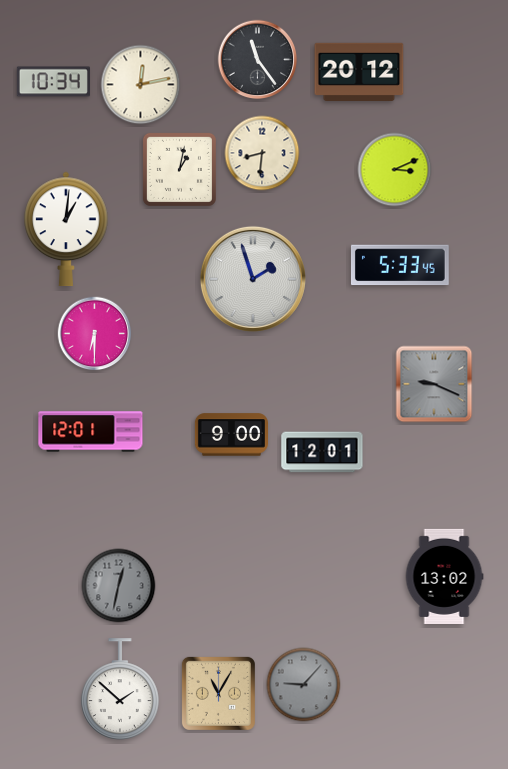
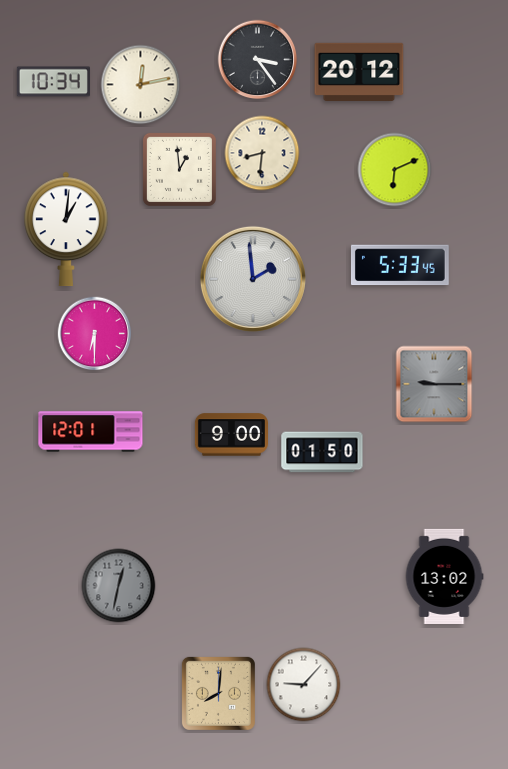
clock at (258, 60): 11:24 -> 3:24
clock at (179, 169): 1:02 -> 12:59
clock at (395, 170): 3:11 -> 6:11
clock at (253, 279): 1:57 -> 1:59
clock at (434, 384): 9:19 -> 9:15
clock at (322, 452): 12:01 -> 01:50
clock at (304, 685) dial: grey -> white
clock at (120, 689): 1:52 -> none
clock at (218, 693): 11:05 -> 8:01
